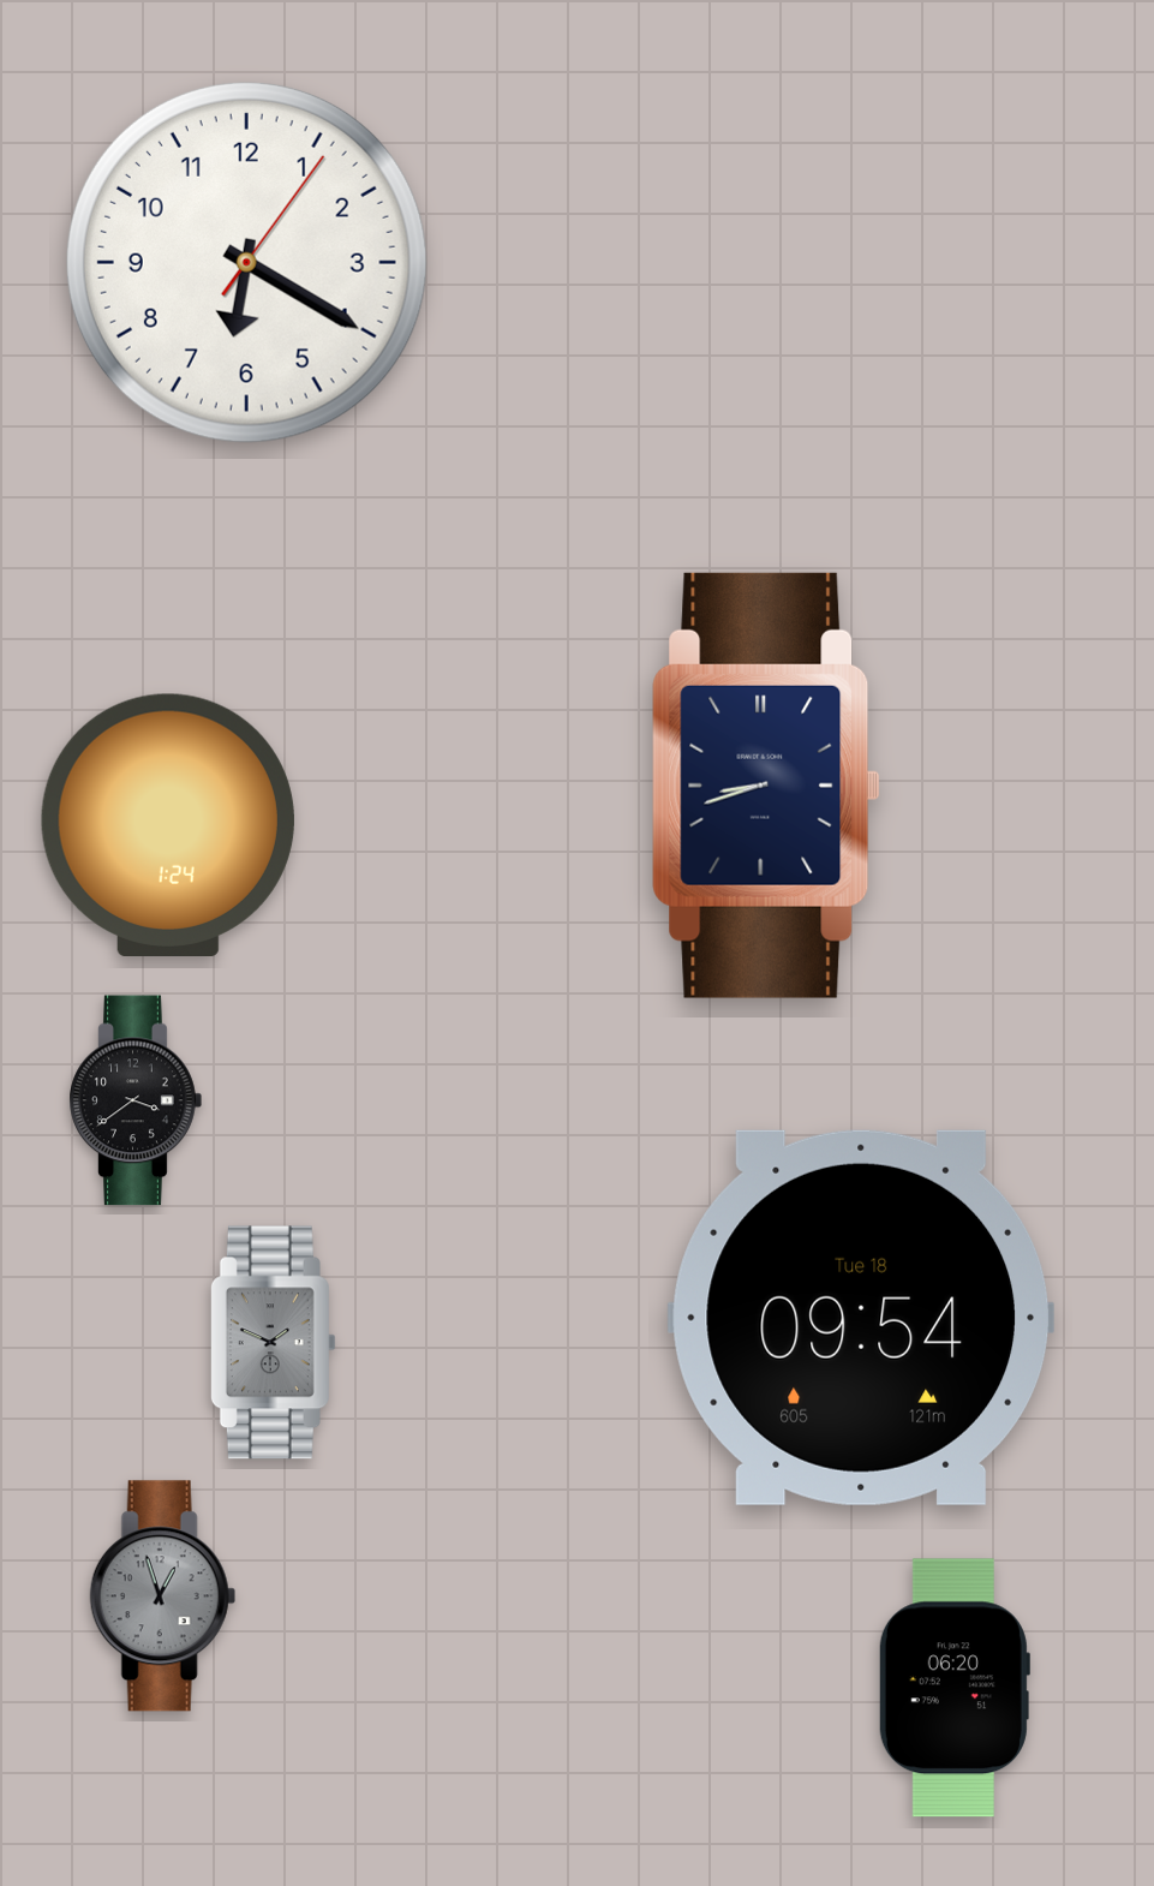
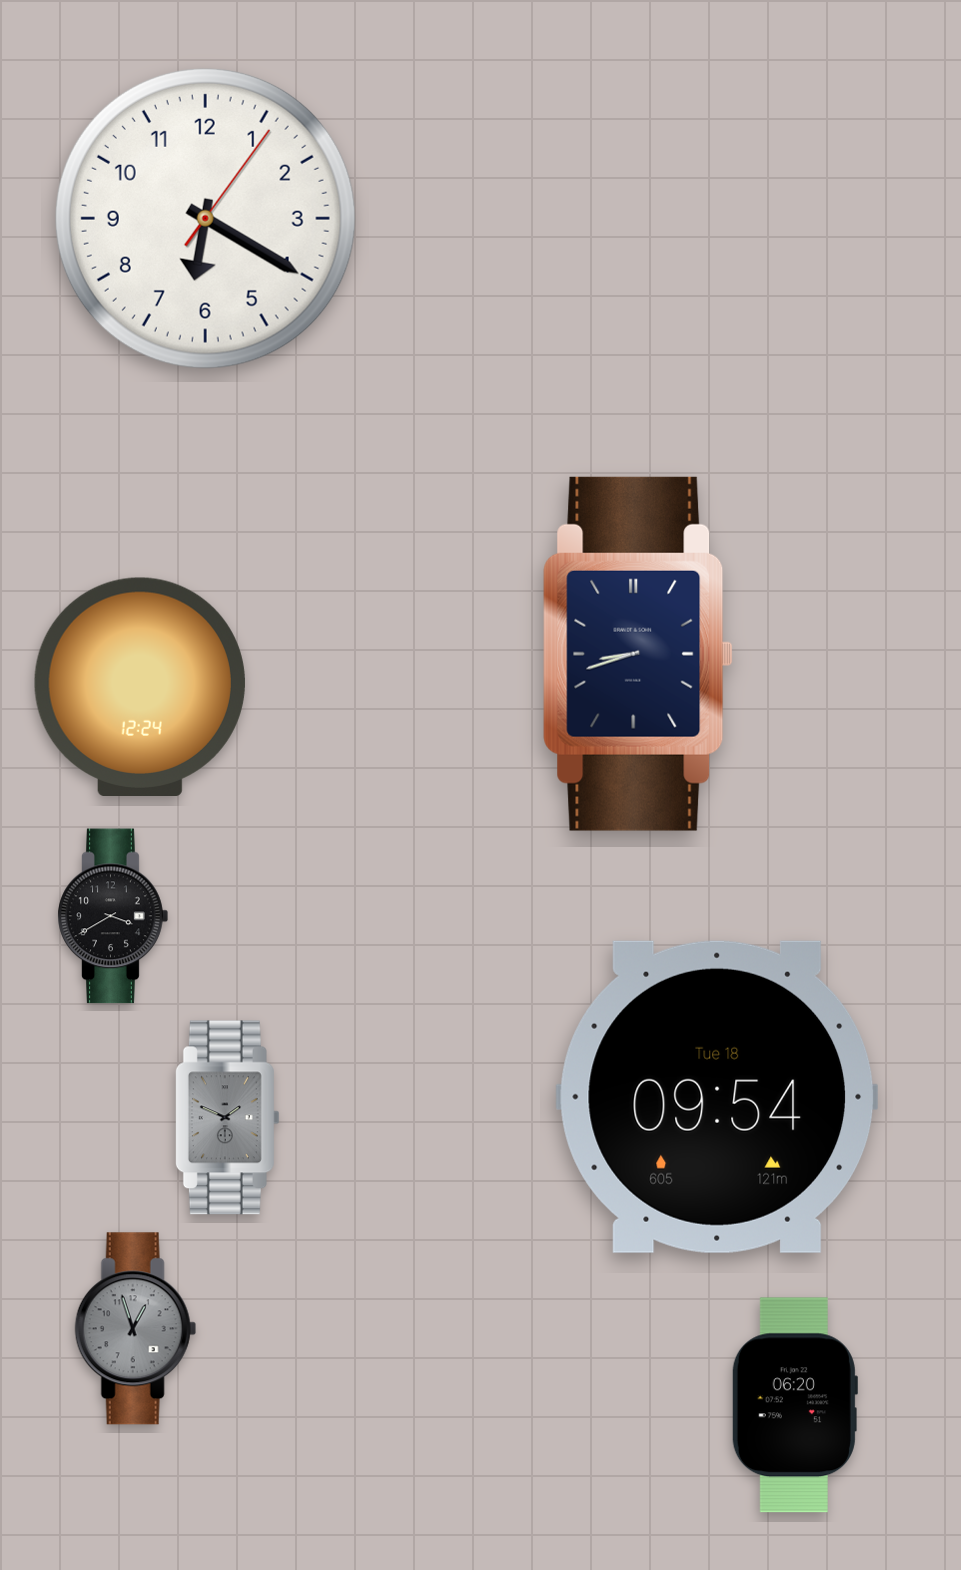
clock at (168, 824): 1:24 -> 12:24
clock at (136, 1100): 3:39 -> 3:40
